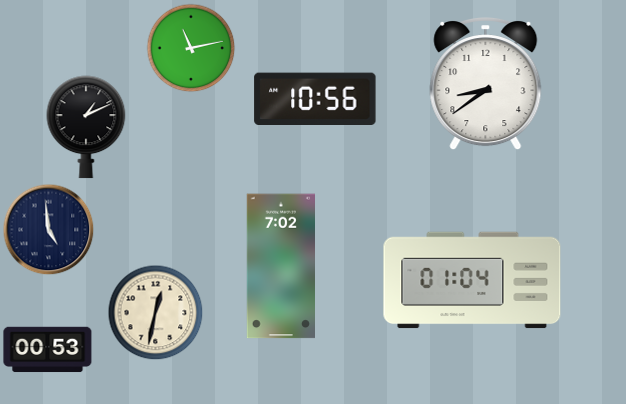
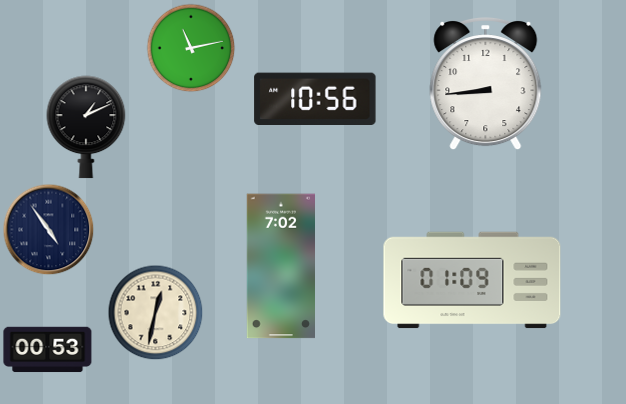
clock at (486, 85): 8:39 -> 8:44
clock at (48, 229): 4:59 -> 4:54
clock at (472, 280): 01:04 -> 01:09
